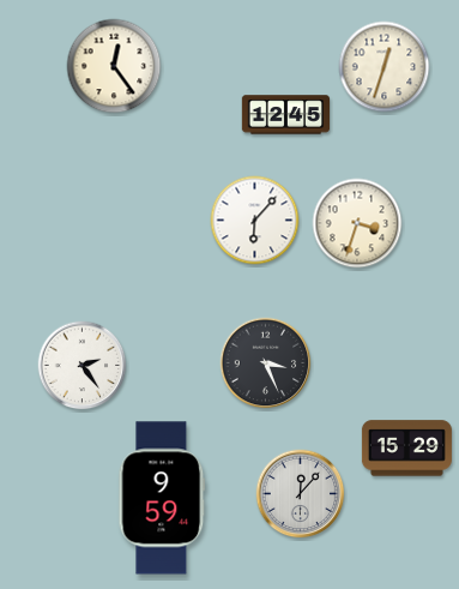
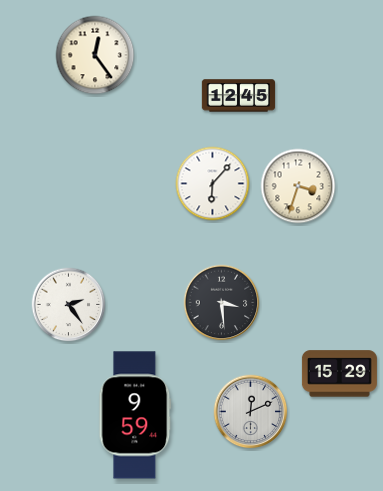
clock at (385, 67): 12:33 -> none
clock at (266, 363): 3:26 -> 3:29
clock at (301, 494): 12:07 -> 12:11
